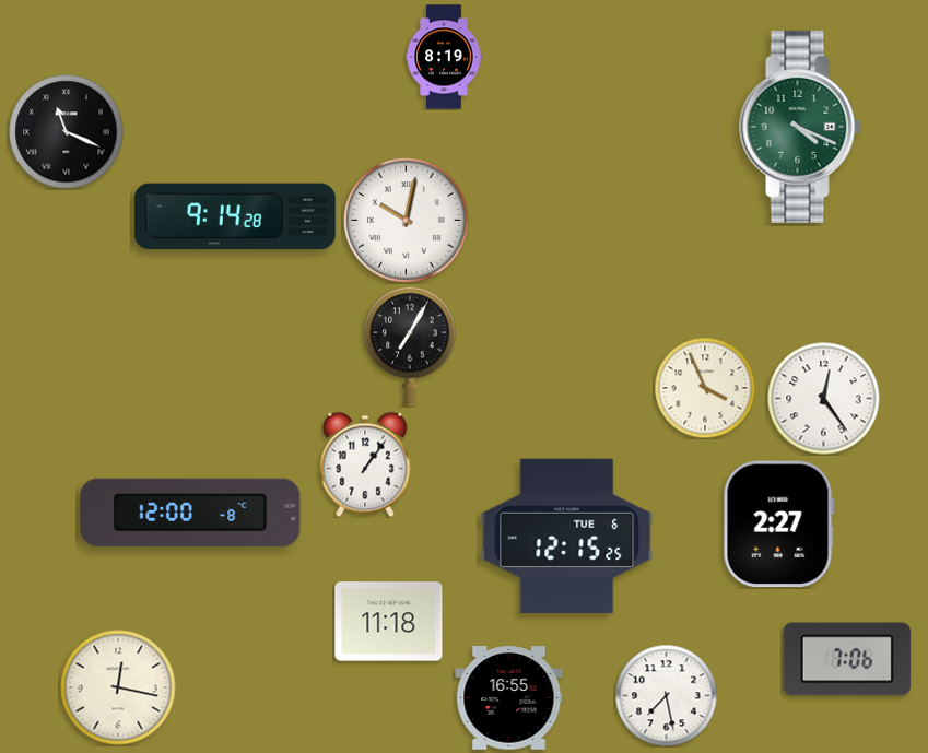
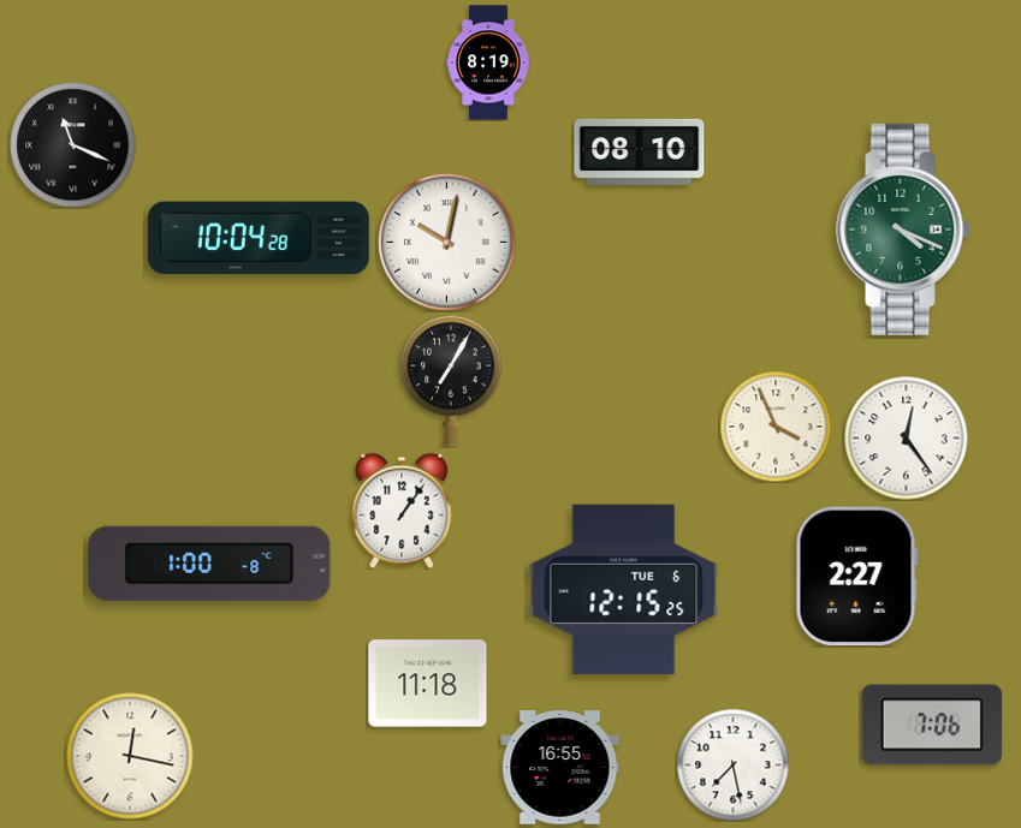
clock at (800, 127) position: (800, 127) -> (903, 230)
clock at (640, 151): none -> 08:10
clock at (235, 216): 9:14 -> 10:04
clock at (190, 513): 12:00 -> 1:00
